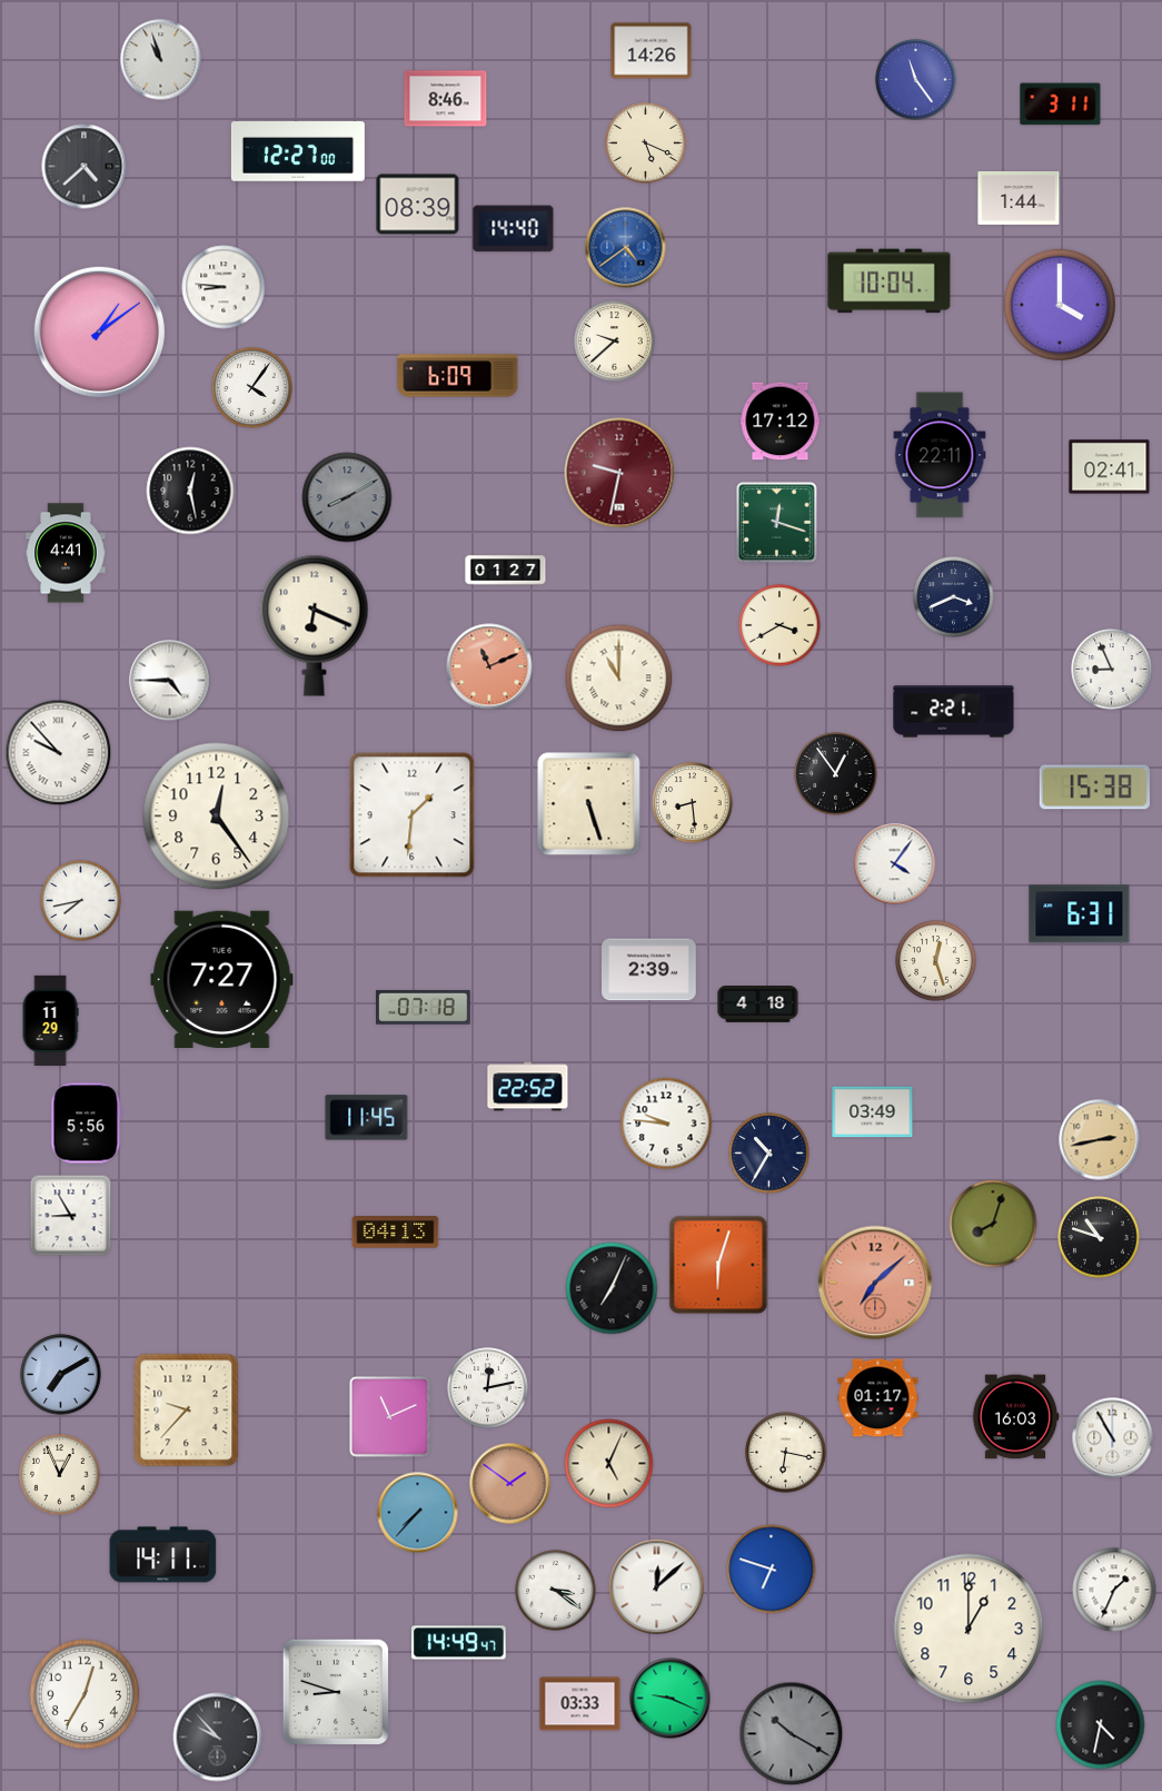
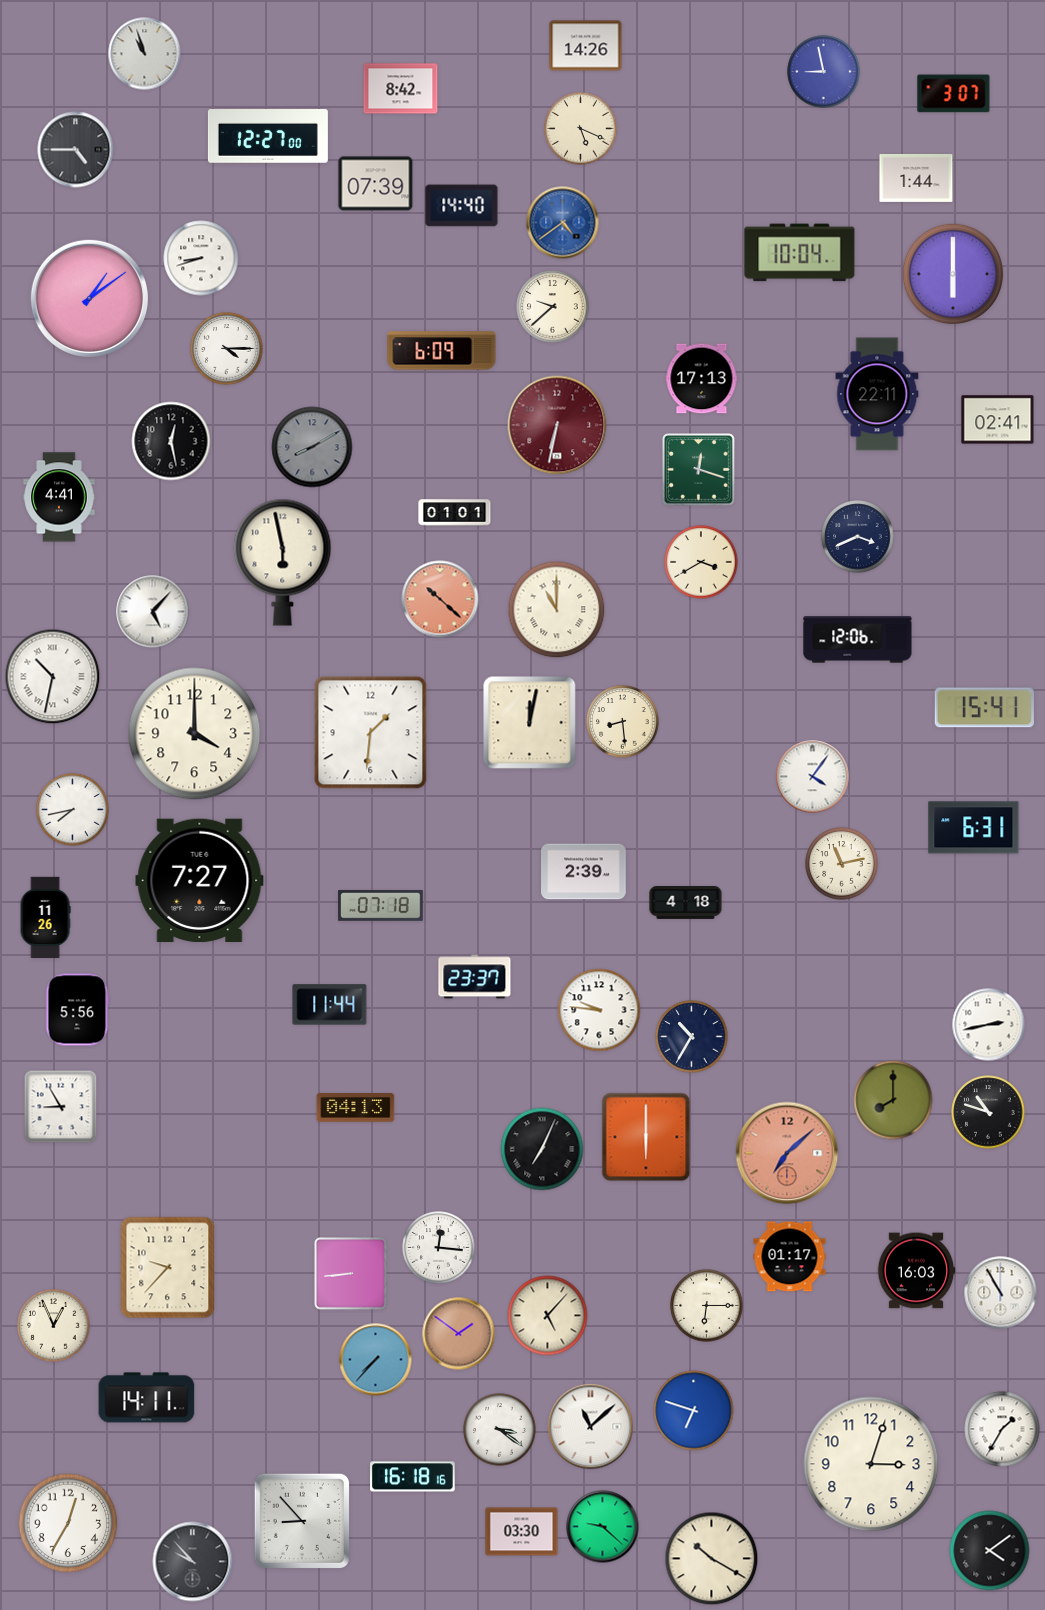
clock at (916, 80): 11:24 -> 8:58
clock at (446, 99): 8:46 -> 8:42
clock at (1061, 105): 3:11 -> 3:07
clock at (85, 167): 4:38 -> 4:45
clock at (418, 205): 08:39 -> 07:39
clock at (224, 287): 8:46 -> 8:42
clock at (1060, 305): 4:00 -> 6:00
clock at (458, 376) position: (458, 376) -> (442, 351)
clock at (252, 388): 4:06 -> 4:15
clock at (781, 422): 17:12 -> 17:13
clock at (940, 455) position: (940, 455) -> (877, 394)
clock at (619, 473): 9:32 -> 6:32
clock at (506, 571): 01:27 -> 01:01
clock at (315, 625): 6:19 -> 5:58
clock at (489, 666): 11:11 -> 10:22
clock at (1112, 670): 8:56 -> none
clock at (170, 681): 4:45 -> 5:07
clock at (954, 712): 2:21 -> 12:06
clock at (59, 753): 9:53 -> 10:32
clock at (836, 774): 12:54 -> none
clock at (1094, 788): 15:38 -> 15:41
clock at (589, 804): 5:27 -> 12:02
clock at (217, 817): 12:24 -> 4:00
clock at (895, 864) position: (895, 864) -> (813, 777)
clock at (1080, 914) position: (1080, 914) -> (974, 828)
clock at (936, 961): 12:27 -> 11:13
clock at (758, 1005) position: (758, 1005) -> (686, 903)
clock at (50, 1020): 11:29 -> 11:26
clock at (528, 1087): 22:52 -> 23:37
clock at (873, 1112): 03:49 -> none
clock at (367, 1118): 11:45 -> 11:44
clock at (1100, 1140) dial: champagne -> white
clock at (71, 1216) position: (71, 1216) -> (61, 1107)
clock at (993, 1224): 8:03 -> 8:00
clock at (718, 1265): 6:03 -> 6:00
clock at (612, 1288) position: (612, 1288) -> (542, 1149)
clock at (61, 1375): 7:10 -> none
clock at (488, 1388): 12:13 -> 12:16
clock at (390, 1417): 11:11 -> 8:44
clock at (1015, 1417) position: (1015, 1417) -> (916, 1271)
clock at (786, 1453): 6:17 -> 6:15
clock at (609, 1464): 5:04 -> 5:07
clock at (657, 1587): 12:08 -> 11:08
clock at (1114, 1590): 1:34 -> 1:35
clock at (969, 1629): 1:00 -> 3:03
clock at (459, 1643): 14:49 -> 16:18
clock at (336, 1692): 8:48 -> 8:53
clock at (85, 1694) position: (85, 1694) -> (68, 1523)
clock at (671, 1699): 9:19 -> 9:22
clock at (580, 1704): 03:33 -> 03:30
clock at (1101, 1725): 4:32 -> 4:09
clock at (792, 1734) dial: grey -> cream
clock at (218, 1738) position: (218, 1738) -> (193, 1562)
